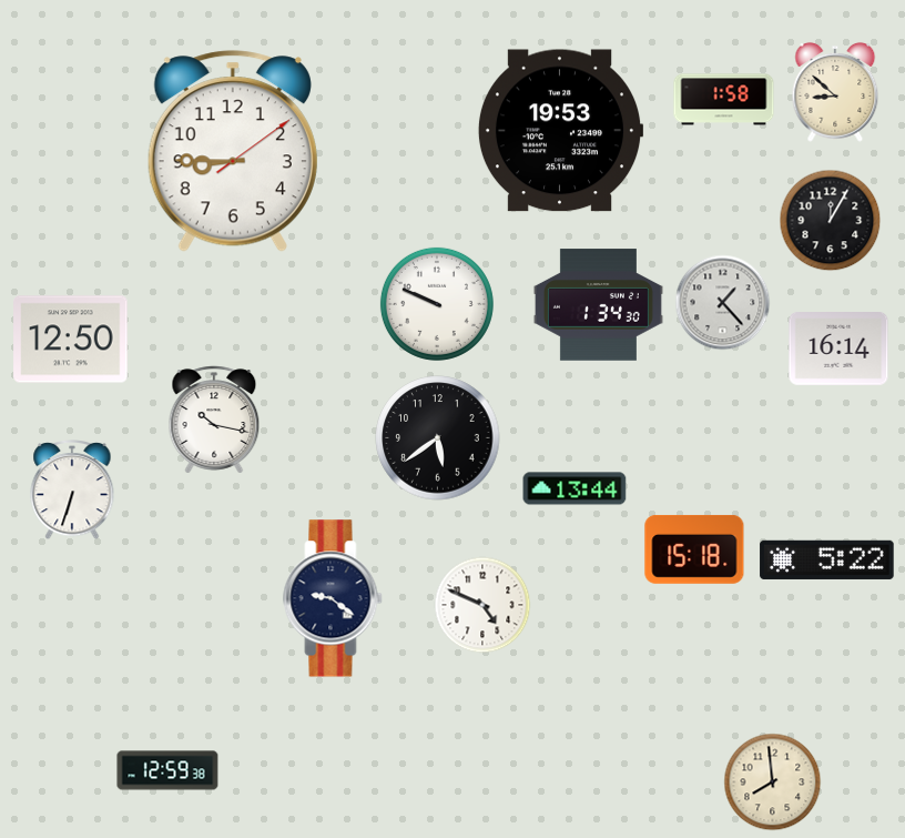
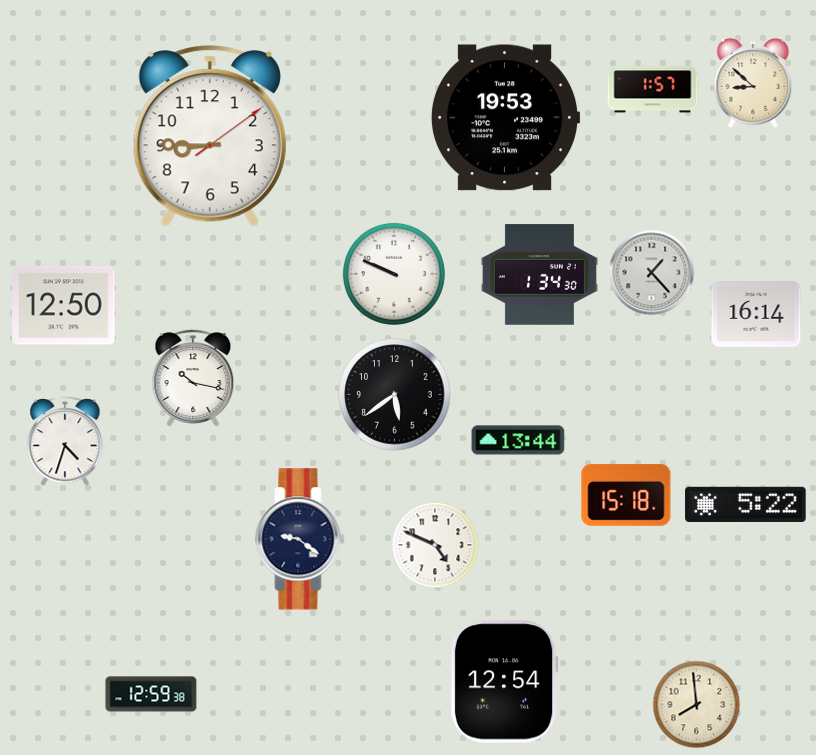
clock at (724, 100): 1:58 -> 1:57
clock at (831, 221): 12:05 -> none
clock at (72, 491): 6:33 -> 4:33
clock at (504, 682): none -> 12:54
